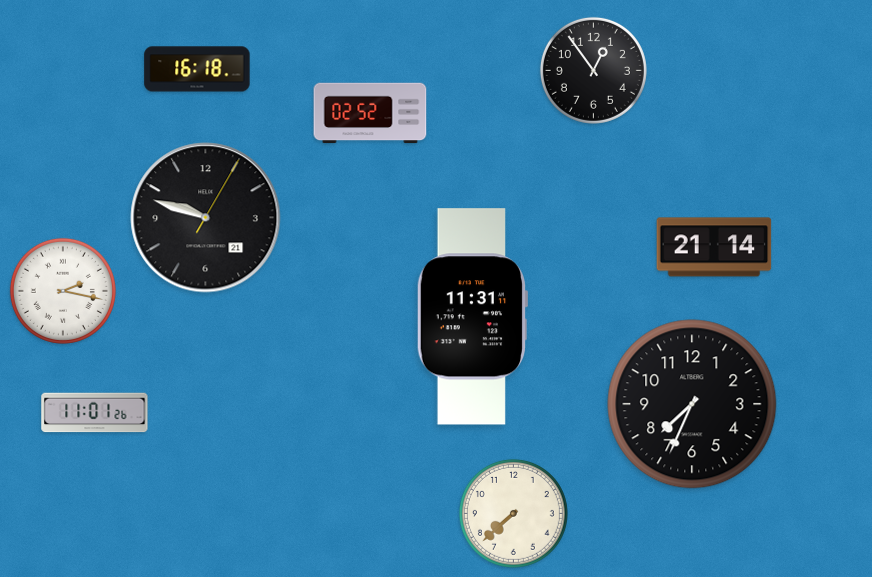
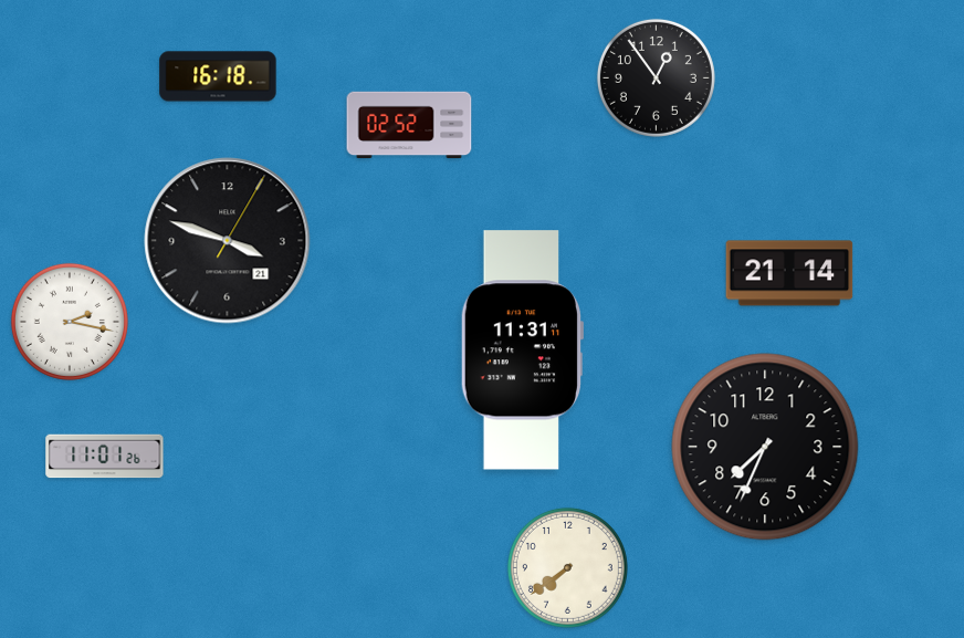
clock at (206, 218): 9:48 -> 3:48
clock at (513, 513): 7:38 -> 7:39
